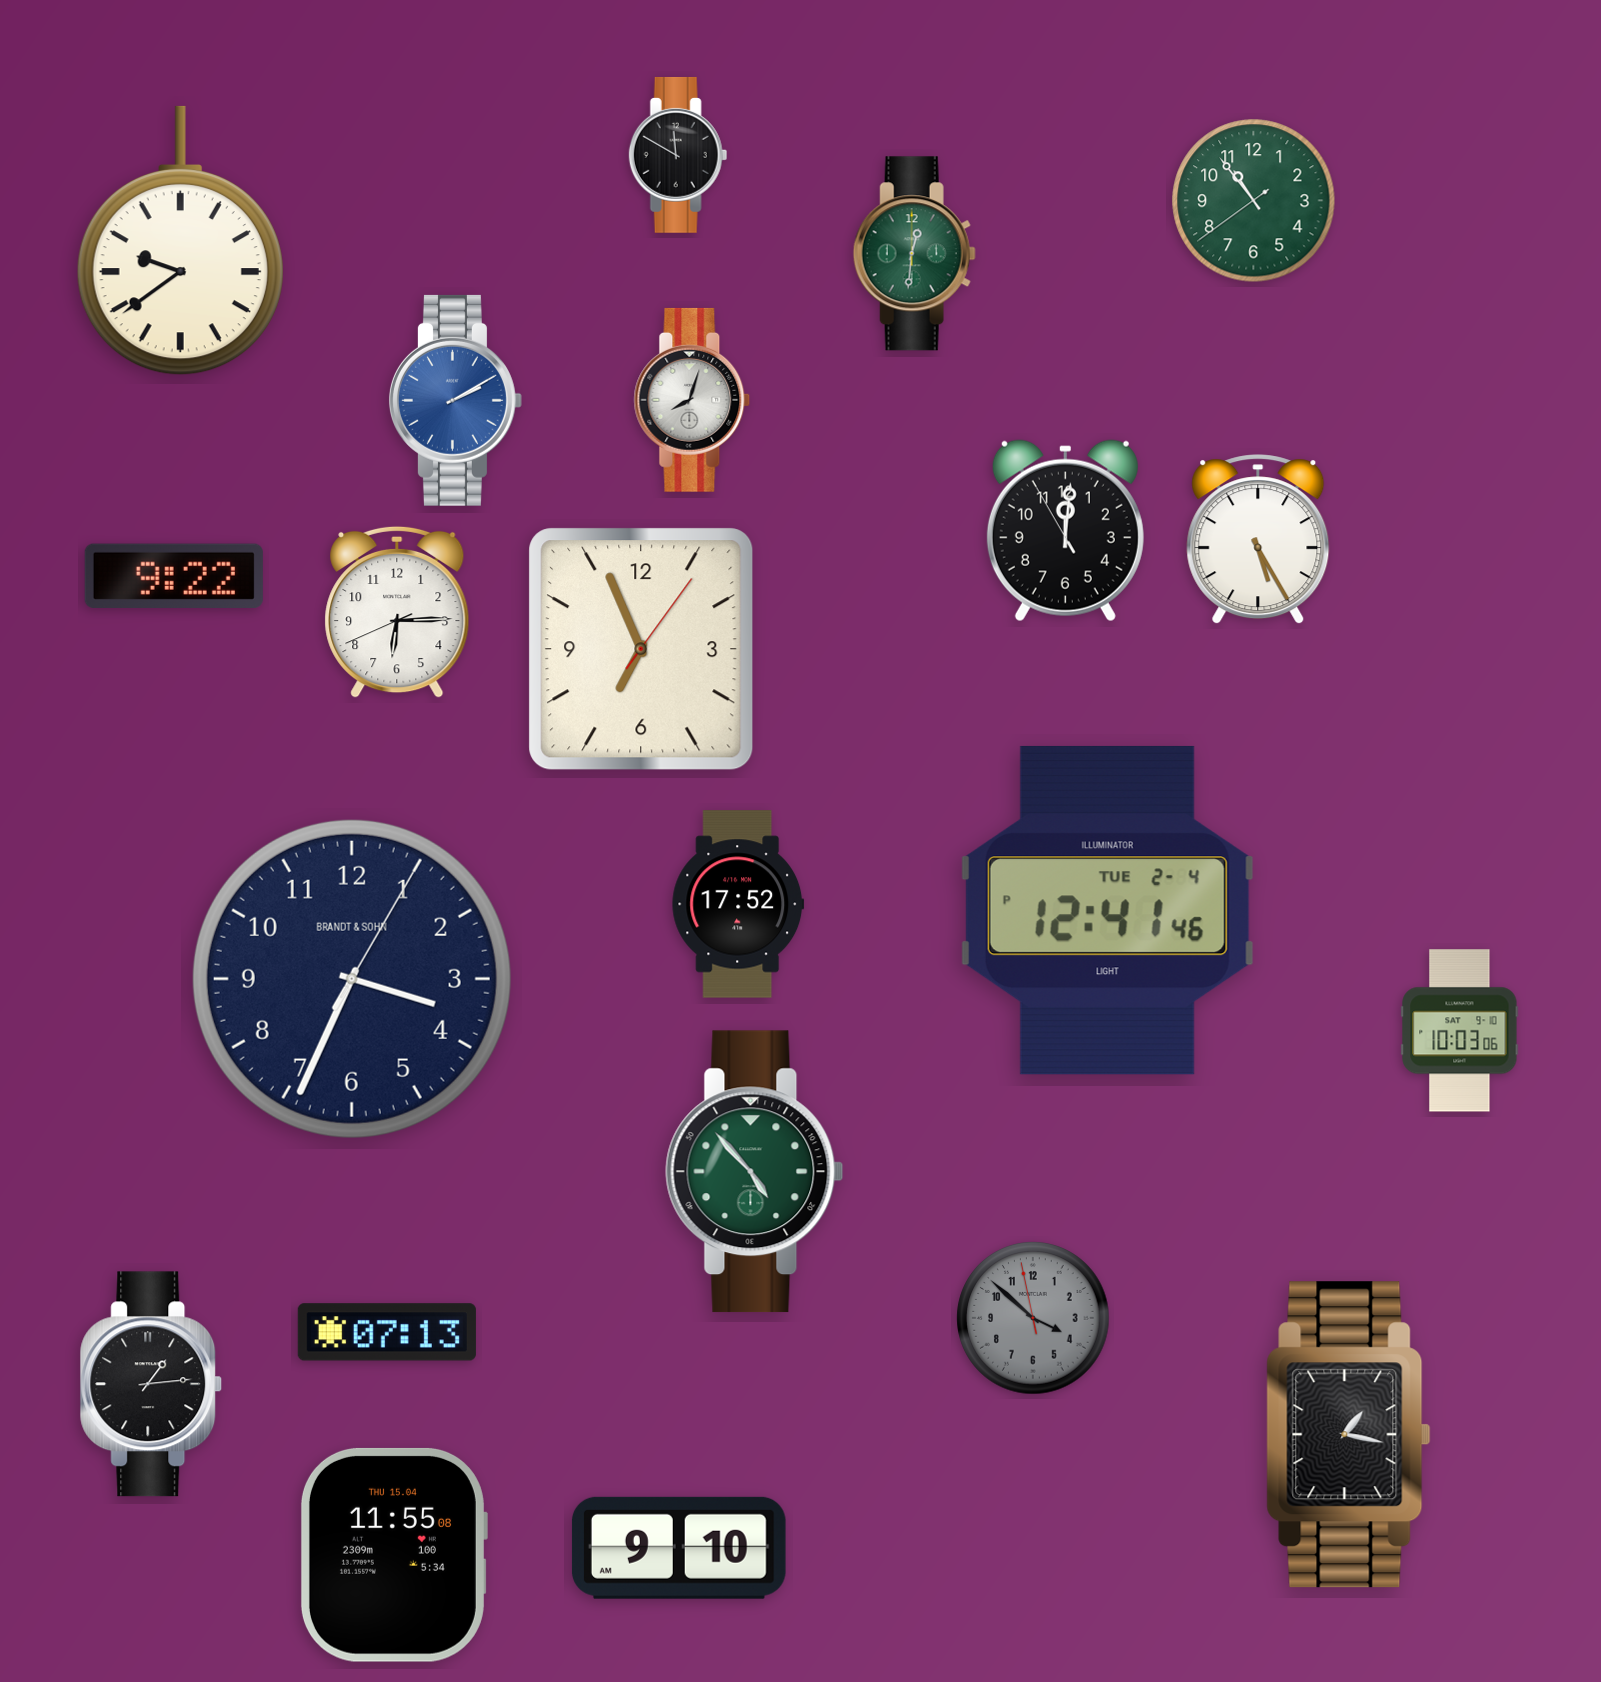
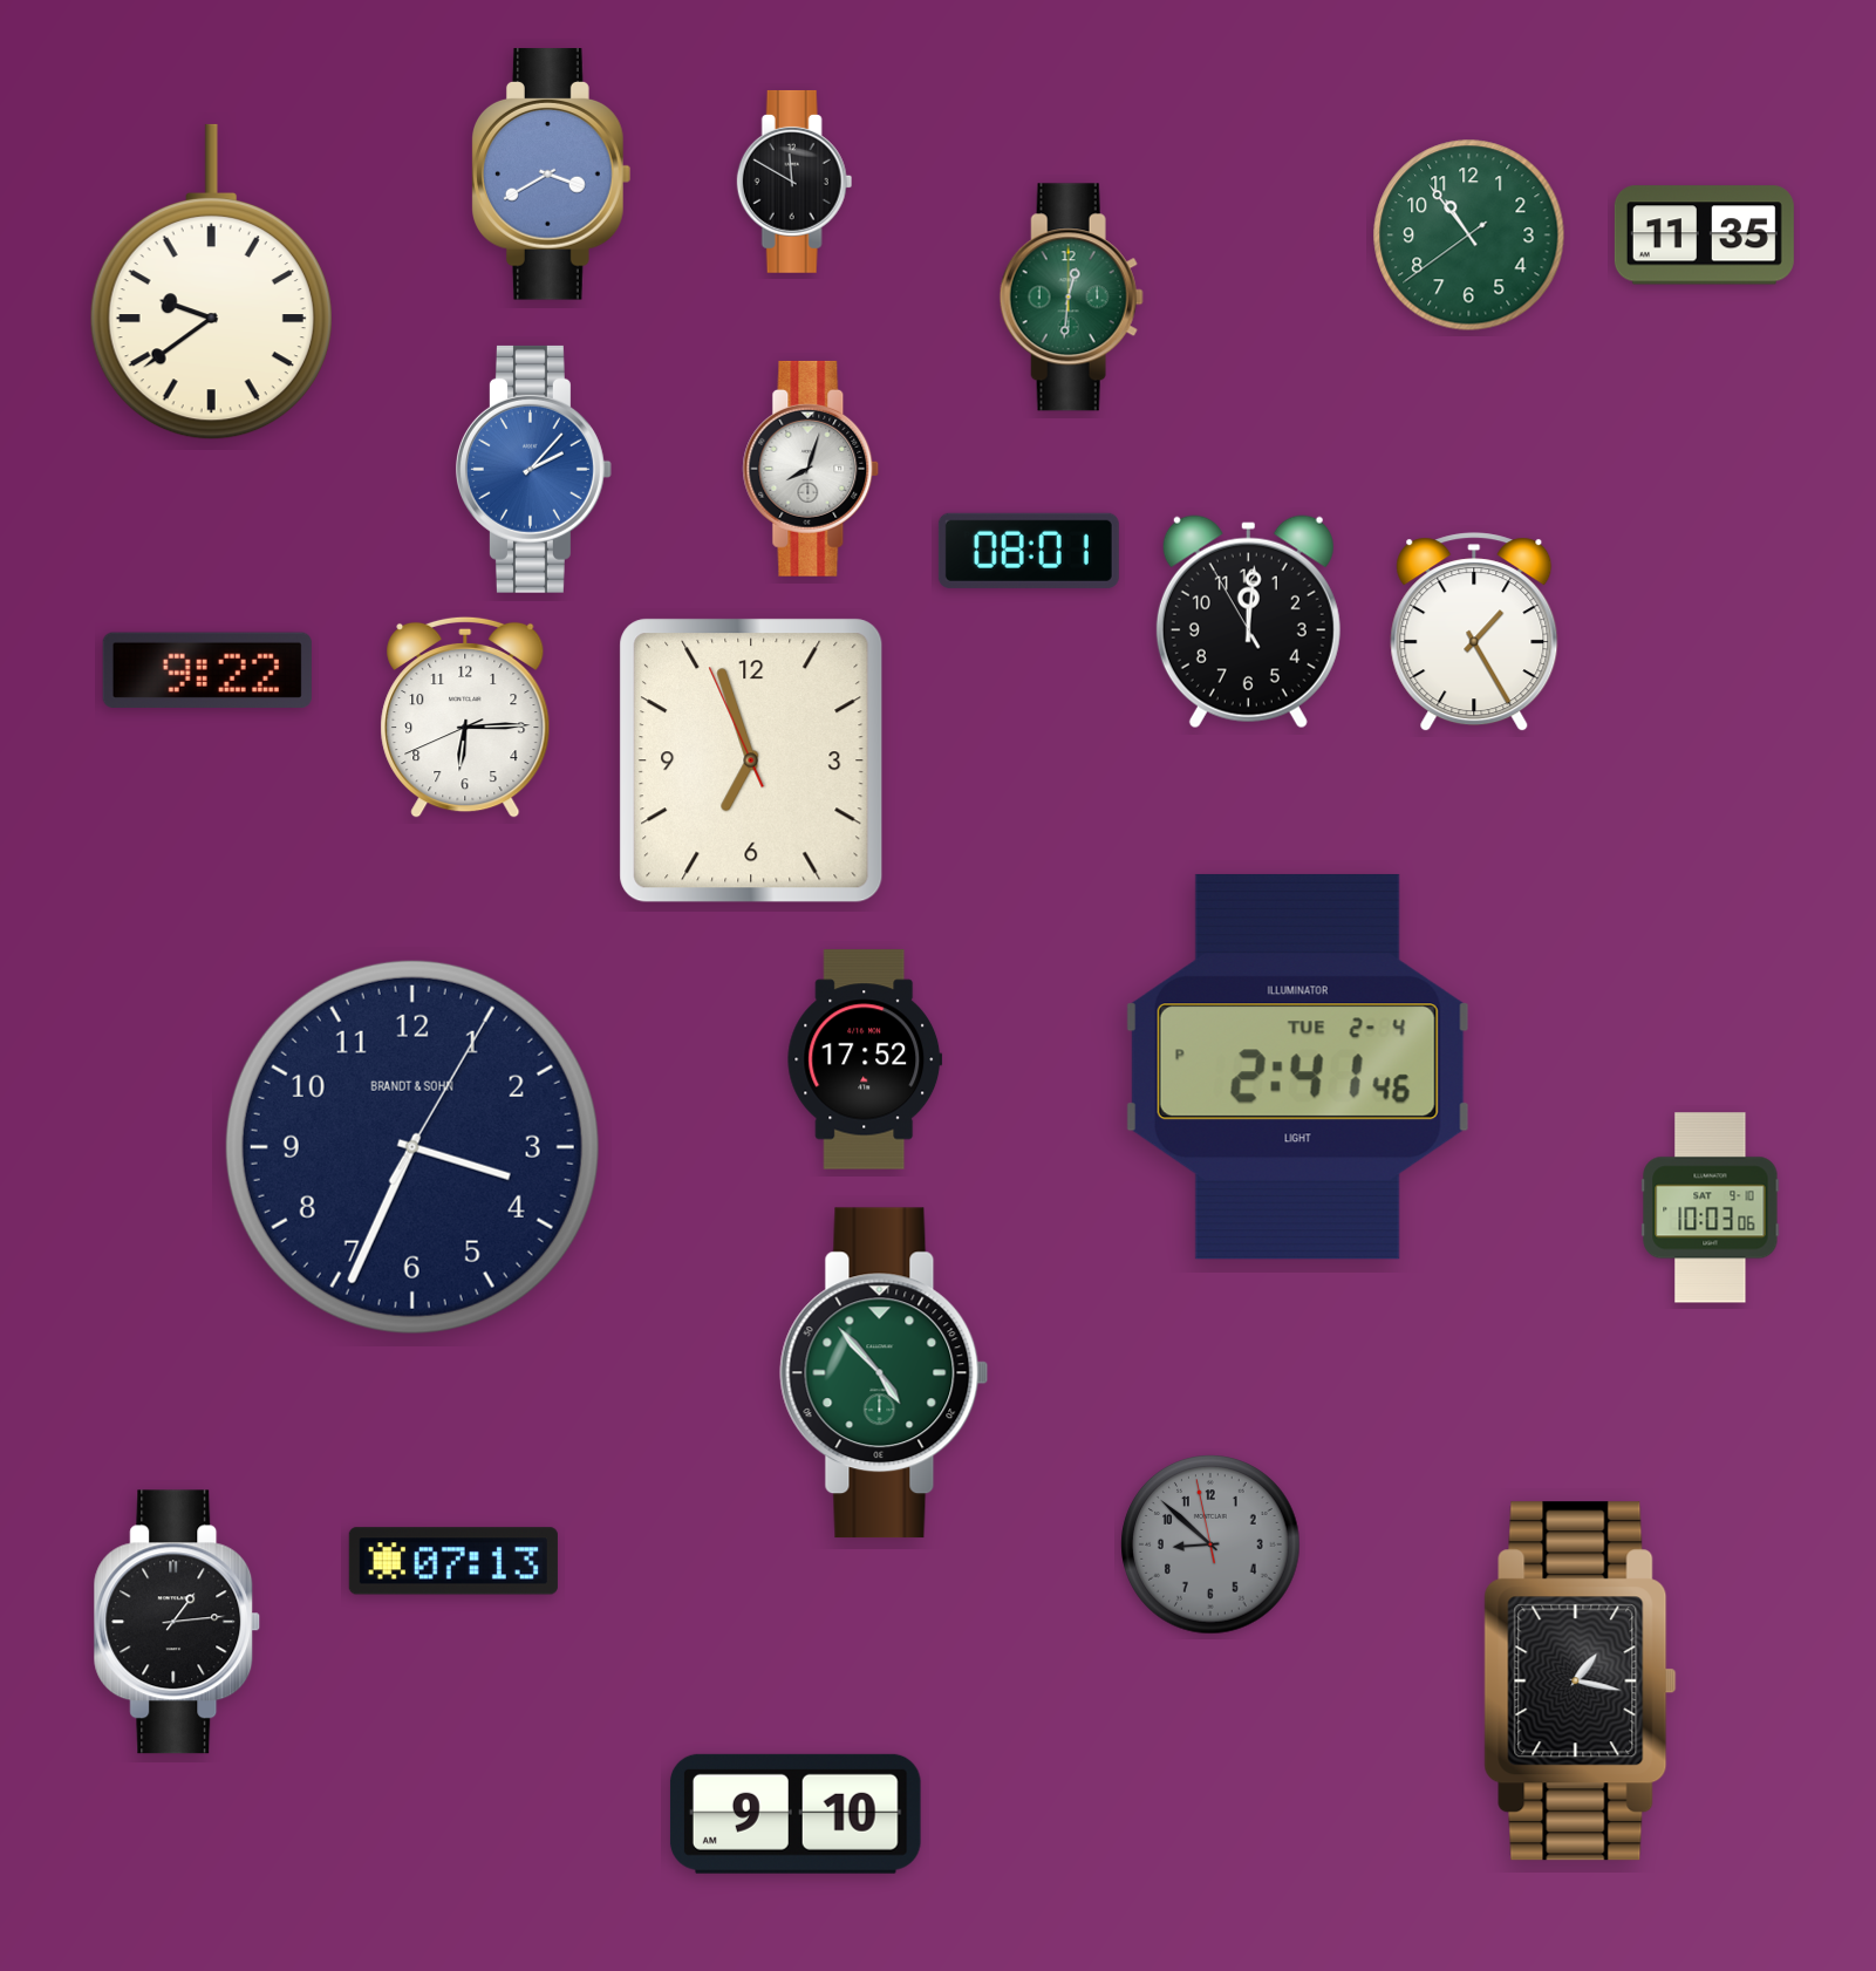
clock at (552, 175): none -> 3:40
clock at (1704, 236): none -> 11:35
clock at (455, 400): 2:10 -> 2:07
clock at (1029, 551): none -> 08:01
clock at (1258, 540): 5:25 -> 1:25
clock at (174, 576) position: (174, 576) -> (207, 670)
clock at (641, 649): 6:56:06 -> 6:56:56
clock at (1107, 910): 12:41 -> 2:41
clock at (1033, 1318): 3:51 -> 8:51
clock at (393, 1555): 11:55 -> none
